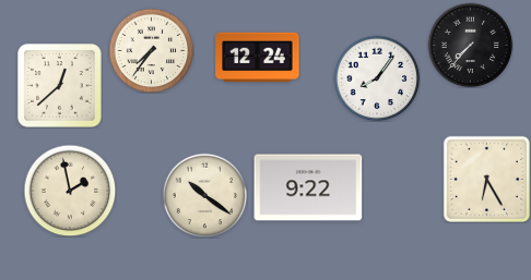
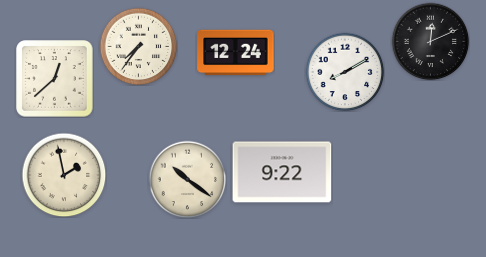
clock at (470, 45): 7:37 -> 12:11
clock at (377, 78): 8:06 -> 8:10
clock at (486, 179): 6:25 -> none
